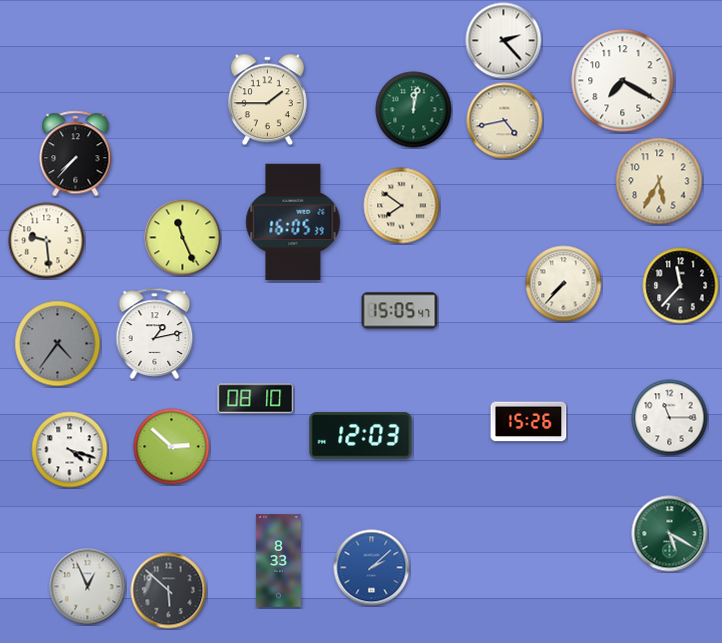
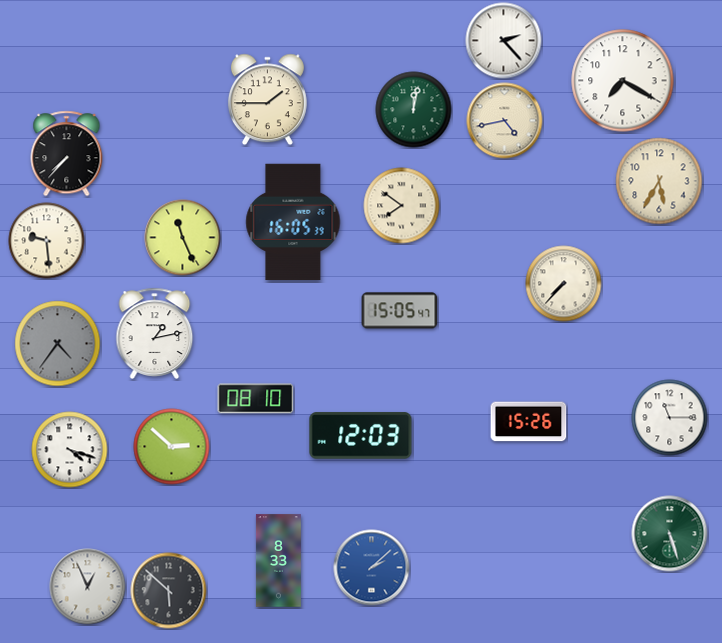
clock at (76, 154) position: (76, 154) -> (67, 154)
clock at (681, 286): 11:37 -> none
clock at (670, 534): 5:20 -> 5:27
